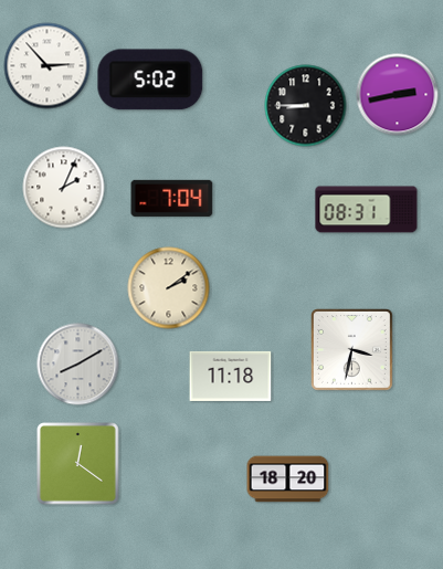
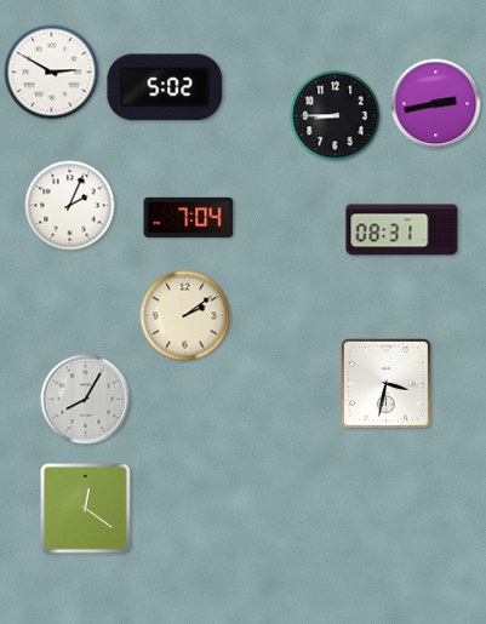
clock at (48, 66): 2:53 -> 2:50
clock at (78, 365): 8:10 -> 8:05
clock at (231, 376): 11:18 -> none
clock at (288, 480): 18:20 -> none
